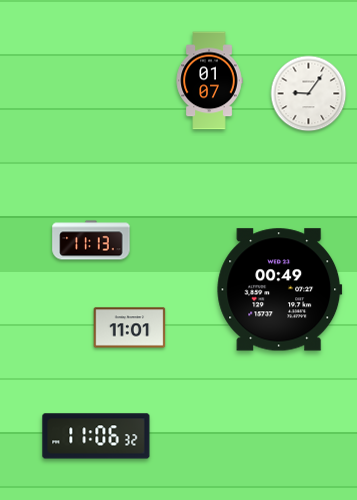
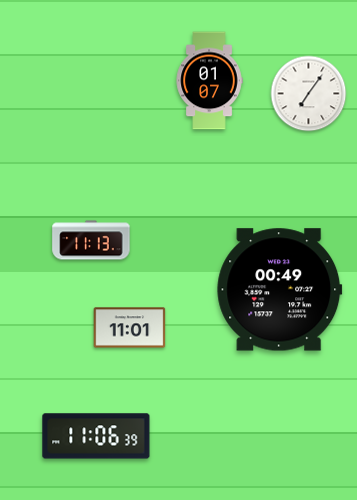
clock at (309, 94): 9:06 -> 7:06
clock at (96, 436): 11:06:32 -> 11:06:39
